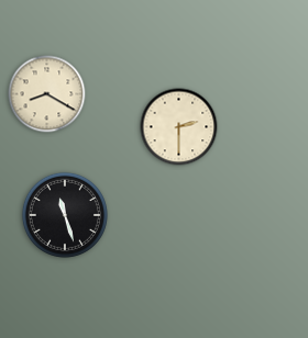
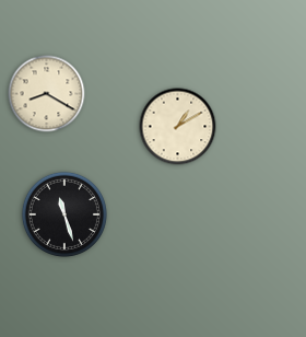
clock at (179, 127): 2:30 -> 1:10
